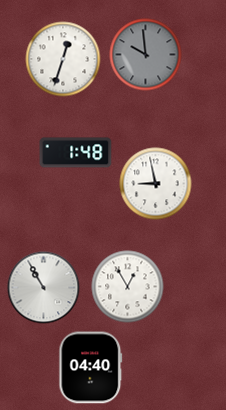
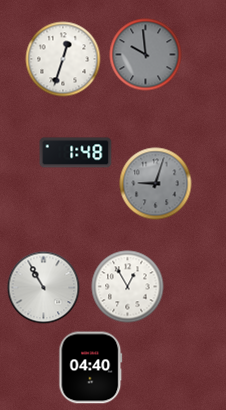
clock at (156, 184): 8:58 -> 9:03
clock at (156, 184) dial: white -> grey
